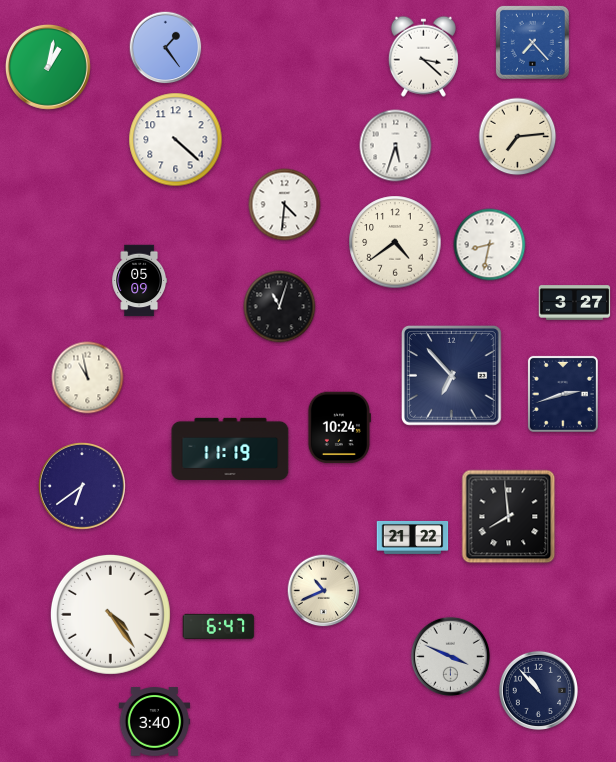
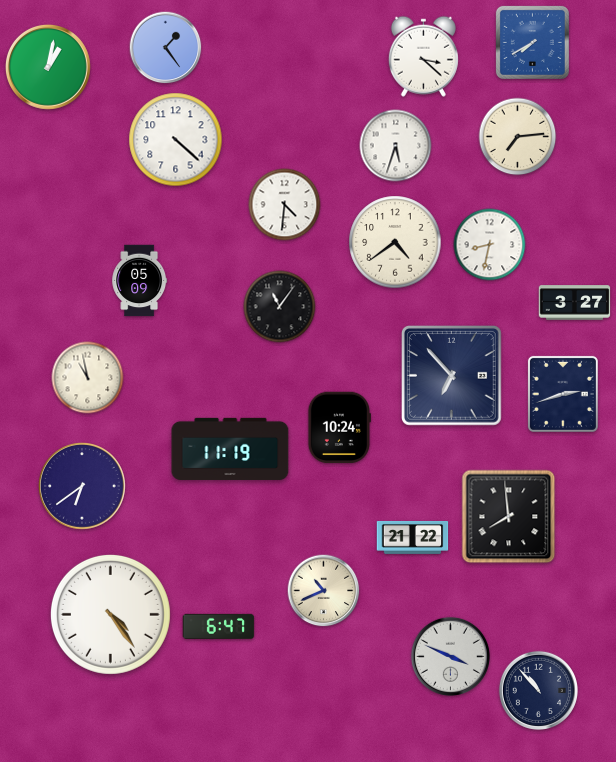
clock at (532, 42): 7:23 -> 7:40
clock at (280, 307): 11:03 -> 11:06
clock at (155, 722): 3:40 -> none
